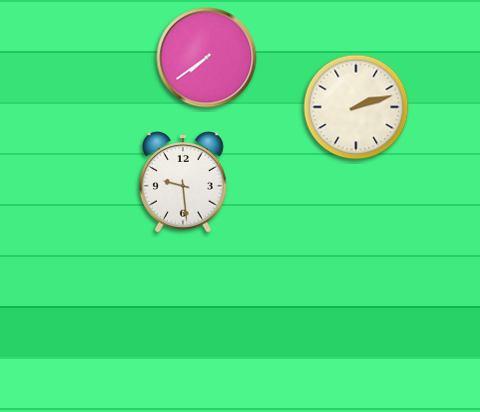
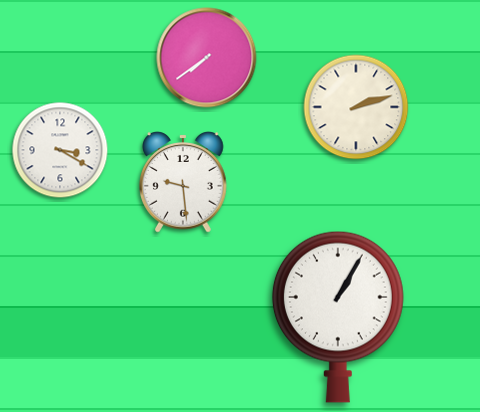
clock at (60, 150): none -> 3:20
clock at (338, 317): none -> 1:05
